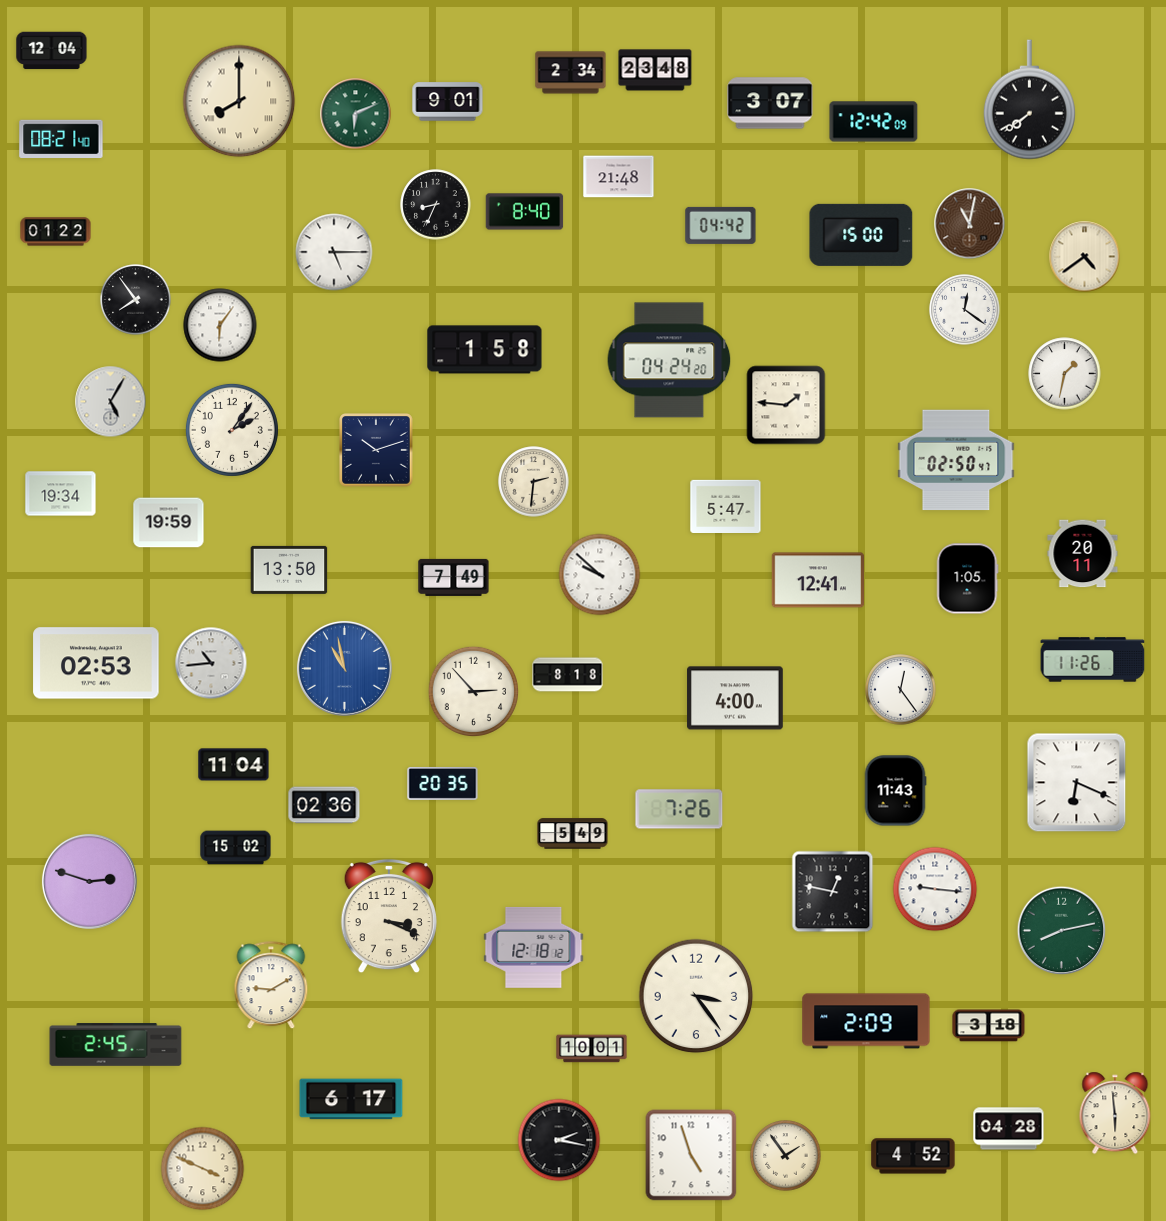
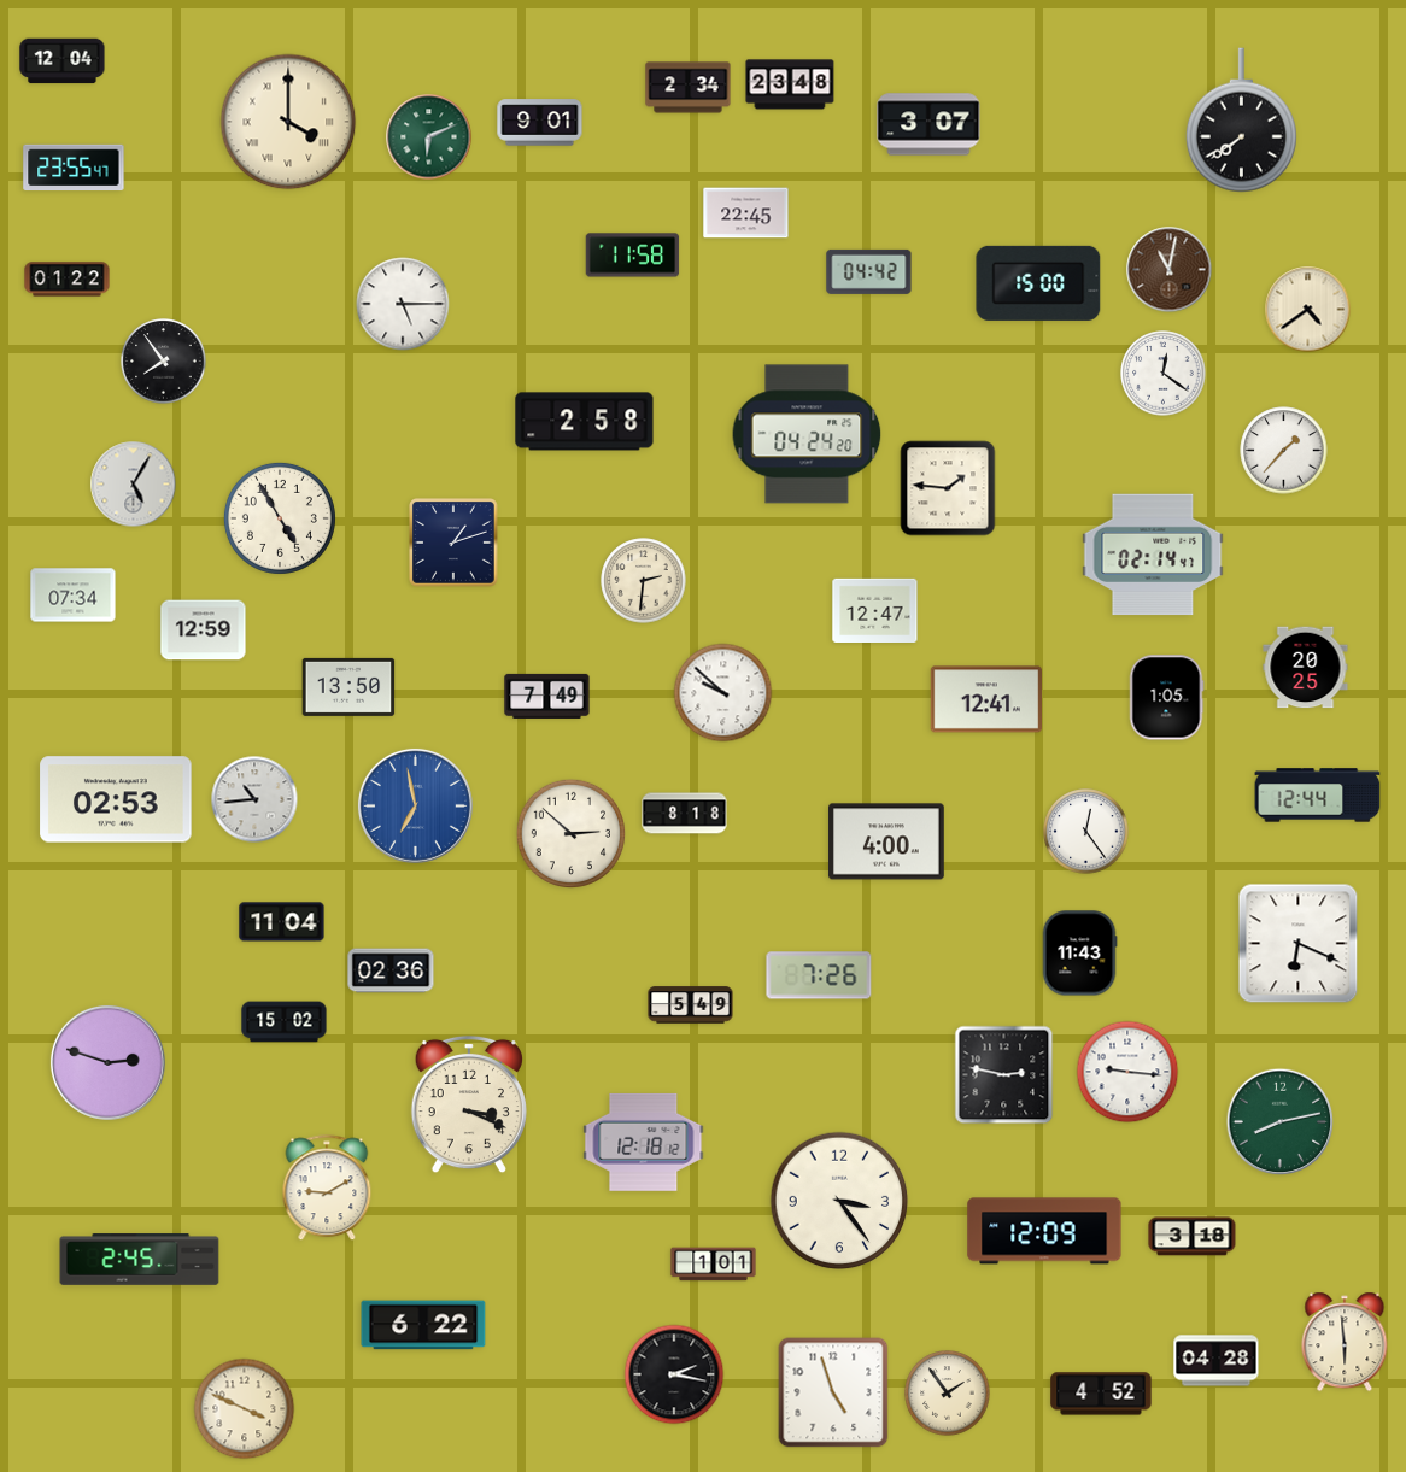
clock at (239, 101): 8:00 -> 4:00
clock at (874, 122): 12:42 -> none
clock at (61, 139): 08:21 -> 23:55
clock at (619, 177): 21:48 -> 22:45
clock at (436, 205): 8:34 -> none
clock at (525, 212): 8:40 -> 11:58
clock at (220, 325): 6:06 -> none
clock at (485, 350): 1:58 -> 2:58
clock at (1065, 374): 1:32 -> 1:37
clock at (232, 430): 2:06 -> 4:55
clock at (377, 451): 10:12 -> 1:12
clock at (956, 460): 02:50 -> 02:14
clock at (61, 494): 19:34 -> 07:34
clock at (726, 506): 5:47 -> 12:47
clock at (169, 523): 19:59 -> 12:59
clock at (1083, 554): 20:11 -> 20:25
clock at (1093, 660): 11:26 -> 12:44
clock at (344, 668): 10:58 -> 6:58
clock at (473, 691): 2:53 -> 2:52
clock at (443, 783): 20:35 -> none
clock at (833, 892): 12:47 -> 2:47
clock at (866, 1021): 2:09 -> 12:09
clock at (592, 1049): 10:01 -> 1:01
clock at (351, 1099): 6:17 -> 6:22
